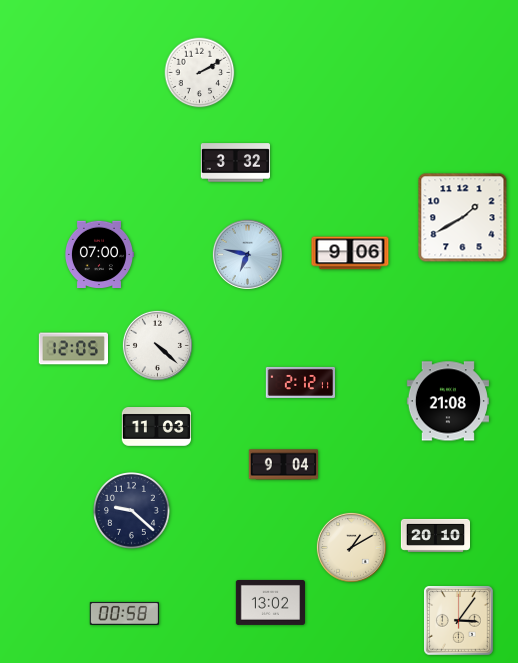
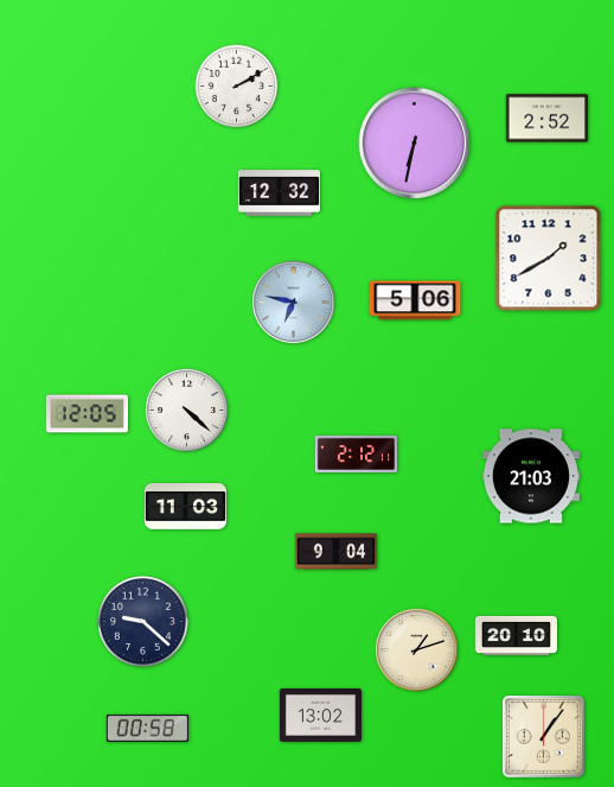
clock at (546, 119): none -> 2:52
clock at (415, 144): none -> 6:32
clock at (235, 163): 3:32 -> 12:32
clock at (350, 253): 9:06 -> 5:06
clock at (98, 255): 07:00 -> none
clock at (448, 401): 21:08 -> 21:03
clock at (132, 511) position: (132, 511) -> (143, 622)
clock at (351, 547): 1:10 -> 1:12
clock at (459, 621): 3:06 -> 1:06
